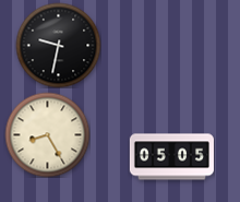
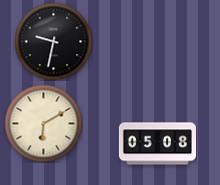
clock at (47, 134): 8:25 -> 6:10
clock at (171, 157): 05:05 -> 05:08
